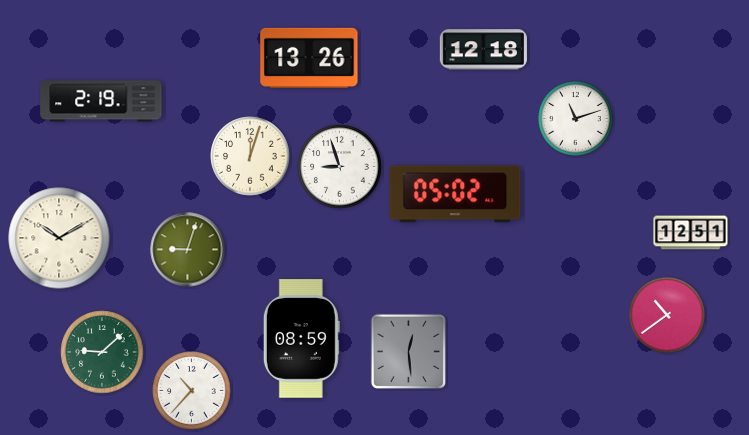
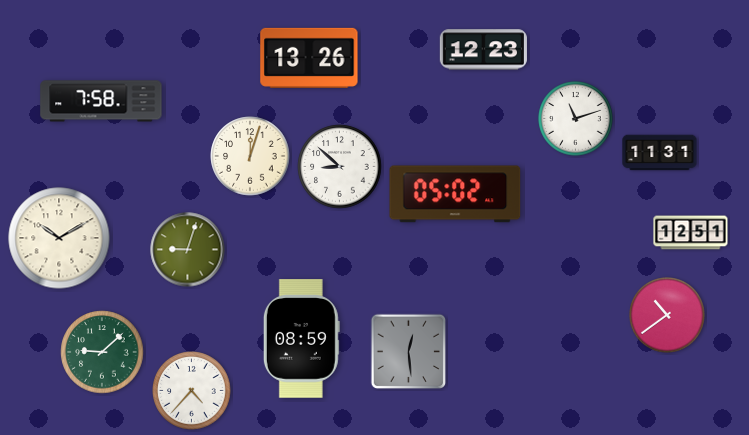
clock at (483, 50): 12:18 -> 12:23
clock at (101, 101): 2:19 -> 7:58
clock at (660, 153): none -> 11:31
clock at (340, 167): 8:57 -> 8:52
clock at (192, 391): 10:37 -> 4:37
